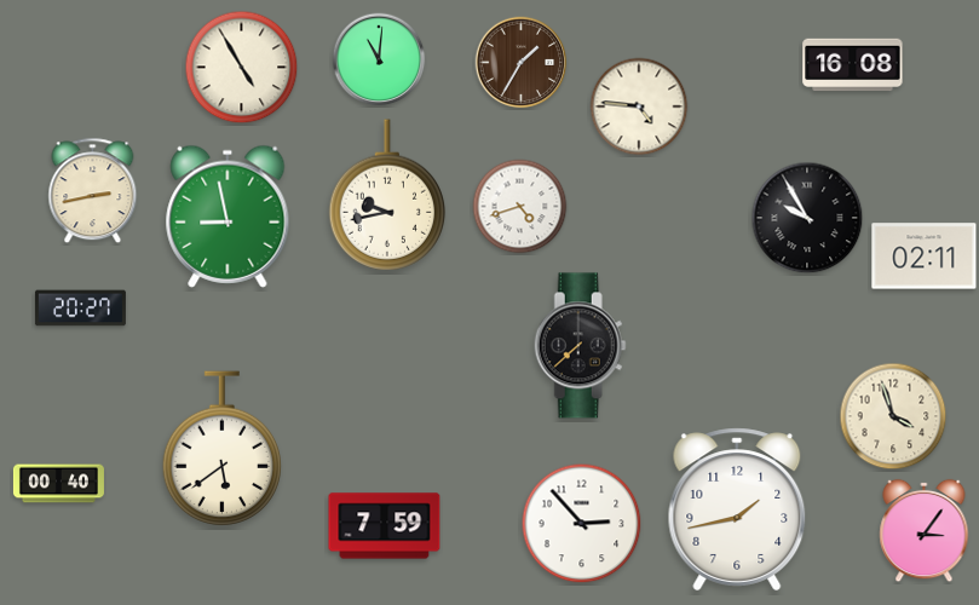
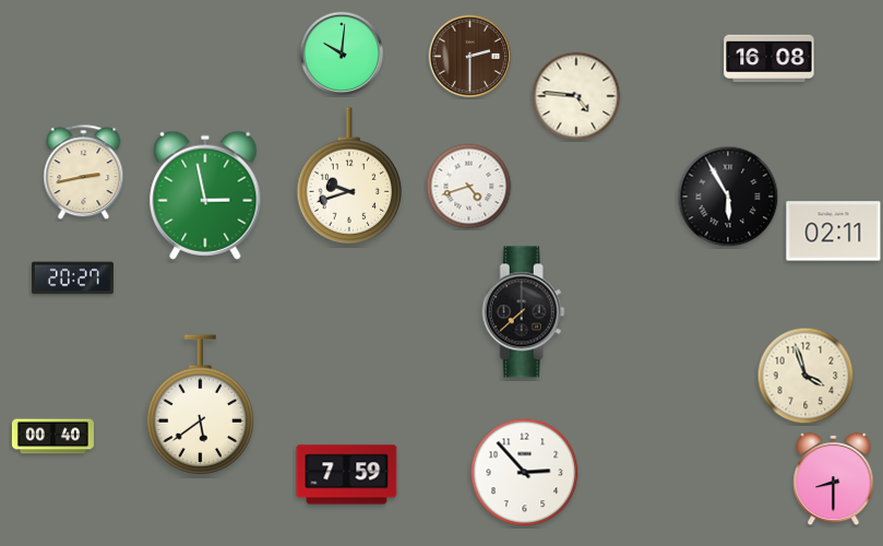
clock at (379, 59): 11:01 -> 10:01
clock at (522, 63): 1:35 -> 2:30
clock at (242, 68): 4:55 -> none
clock at (387, 195): 9:43 -> 9:42
clock at (228, 217): 8:58 -> 2:58
clock at (807, 218): 9:55 -> 5:55
clock at (737, 509): 1:43 -> none
clock at (925, 531): 3:06 -> 8:30
